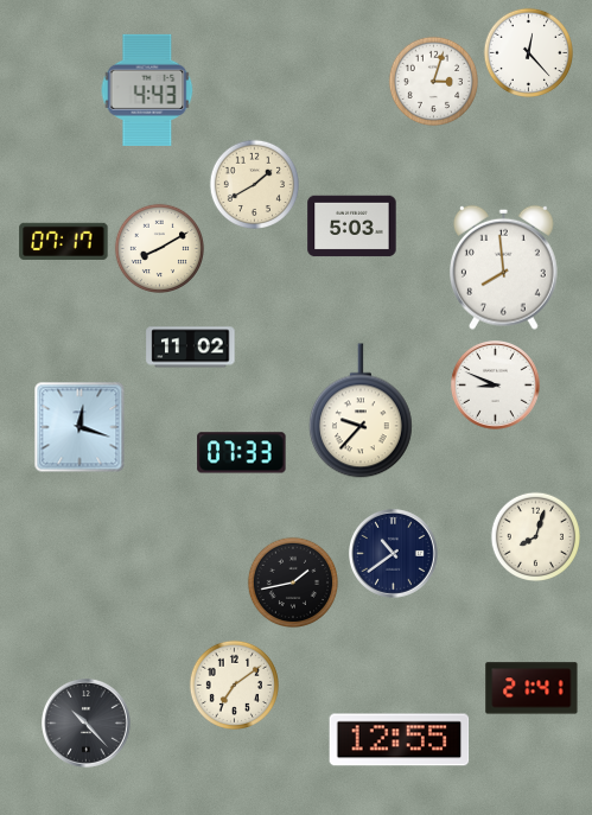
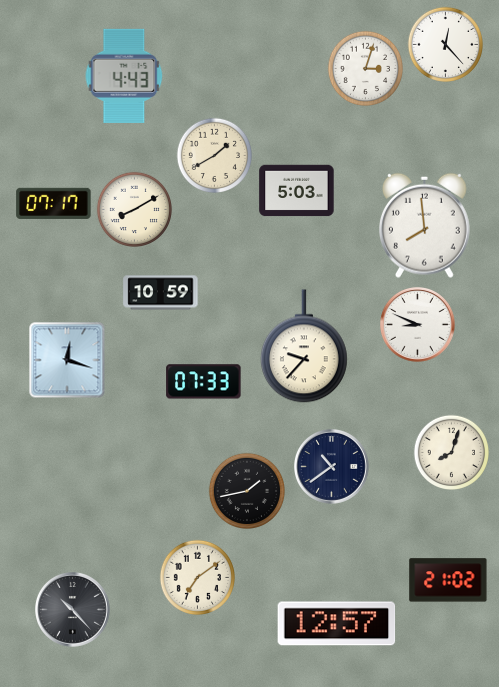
clock at (191, 348): 11:02 -> 10:59
clock at (531, 688): 21:41 -> 21:02
clock at (400, 740): 12:55 -> 12:57
